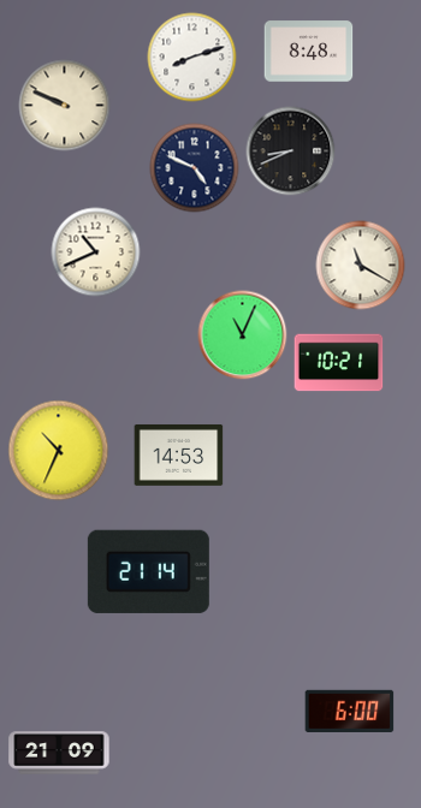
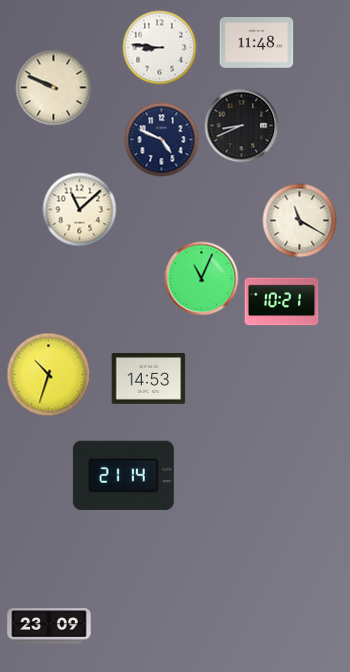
clock at (309, 52): 8:48 -> 11:48
clock at (192, 58): 8:12 -> 8:46
clock at (96, 252): 10:41 -> 11:08
clock at (59, 451): 10:34 -> 10:33
clock at (350, 711): 6:00 -> none
clock at (59, 753): 21:09 -> 23:09
